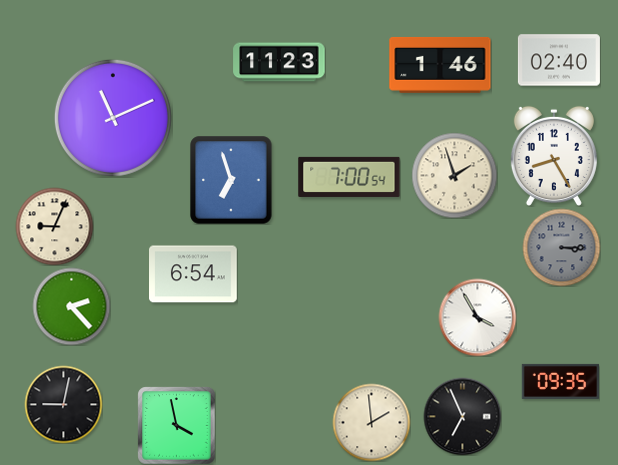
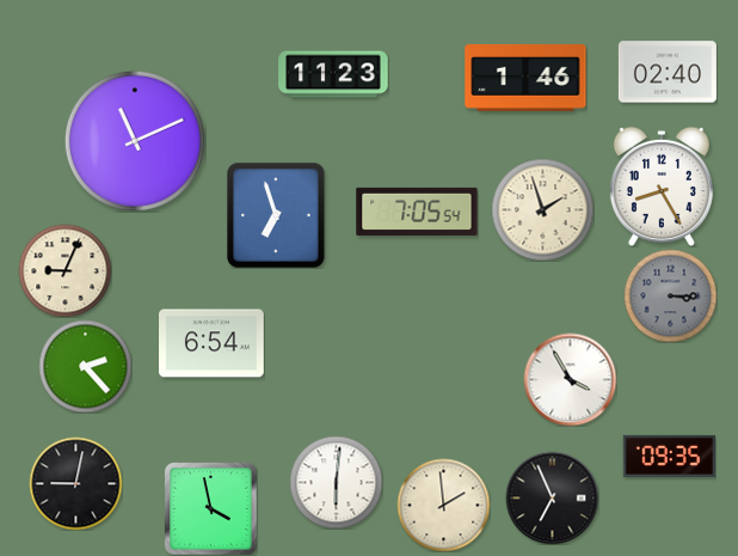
clock at (349, 177): 7:00 -> 7:05
clock at (194, 274) position: (194, 274) -> (213, 343)
clock at (336, 482): none -> 6:01
